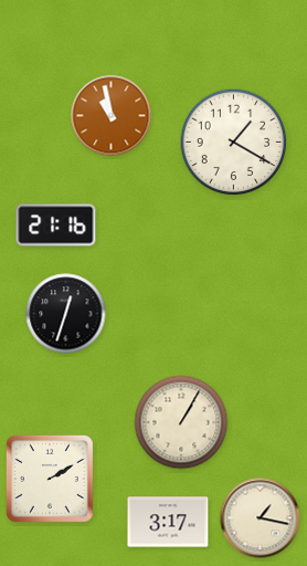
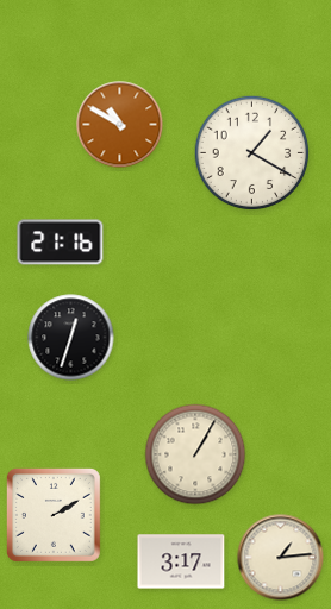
clock at (112, 116): 10:58 -> 10:50
clock at (261, 518): 1:17 -> 1:14
